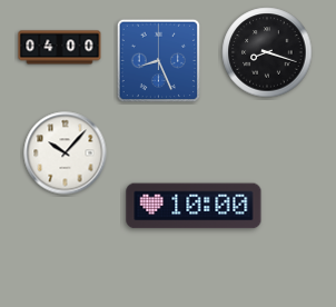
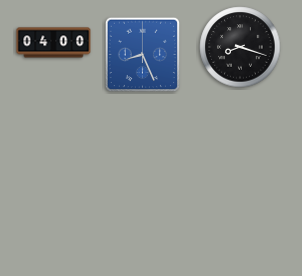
clock at (66, 153): 10:07 -> none
clock at (194, 206): 10:00 -> none
